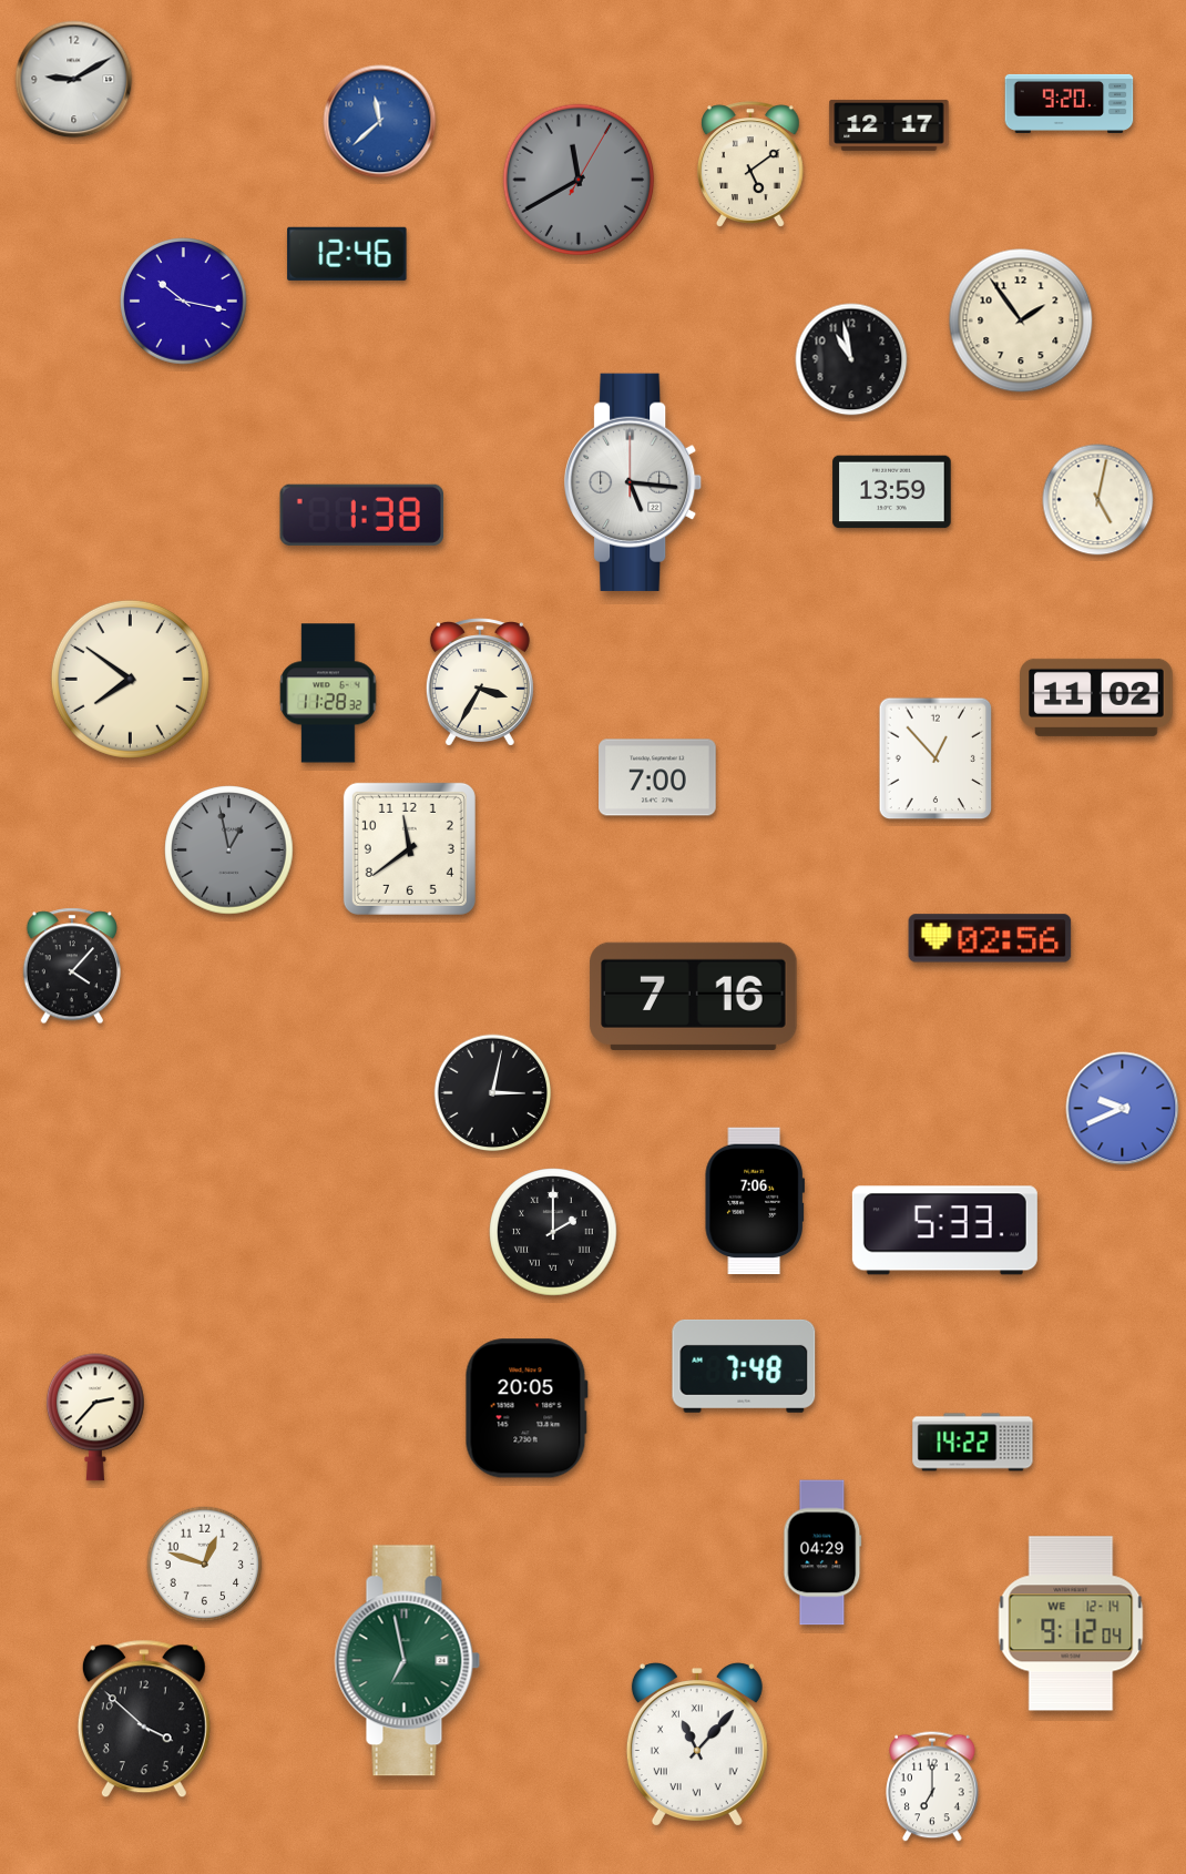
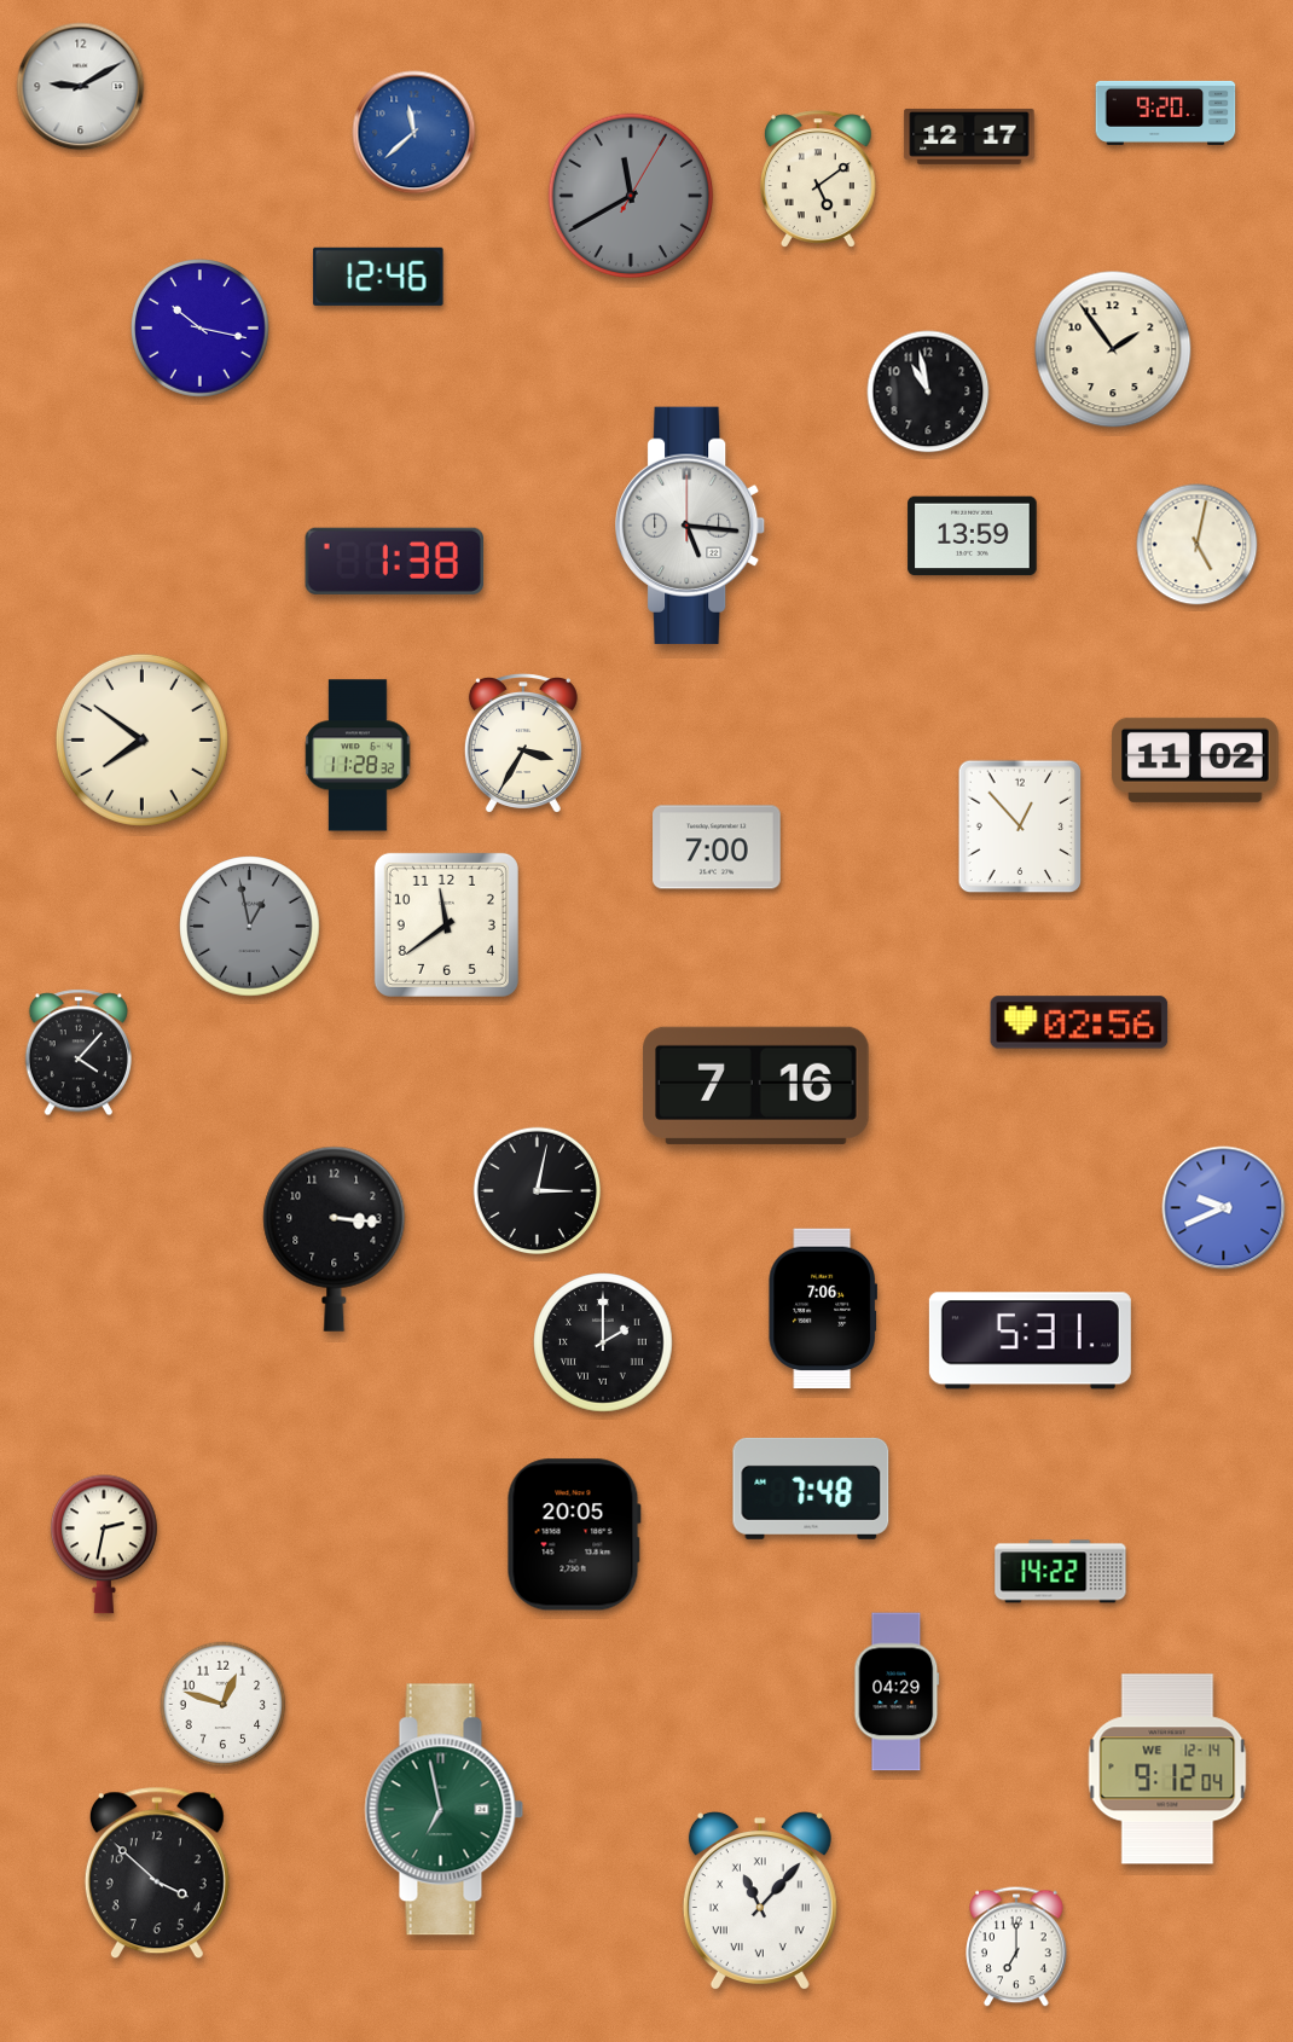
clock at (335, 1238): none -> 3:16
clock at (944, 1231): 5:33 -> 5:31
clock at (96, 1417): 2:37 -> 2:32
